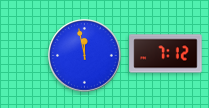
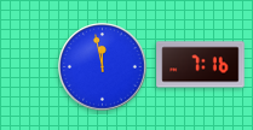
clock at (166, 54): 7:12 -> 7:16
